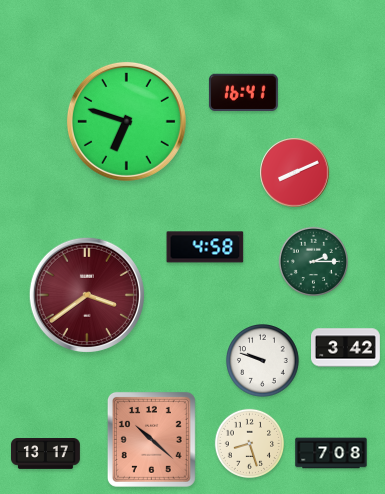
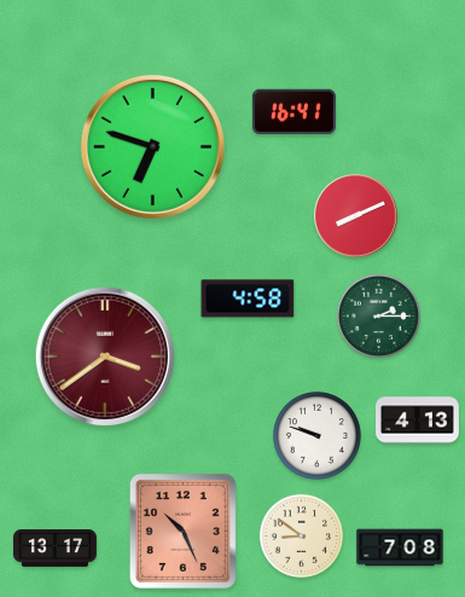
clock at (295, 173) position: (295, 173) -> (356, 216)
clock at (346, 348): 3:42 -> 4:13
clock at (151, 439): 10:22 -> 10:26
clock at (249, 443): 8:27 -> 8:51
